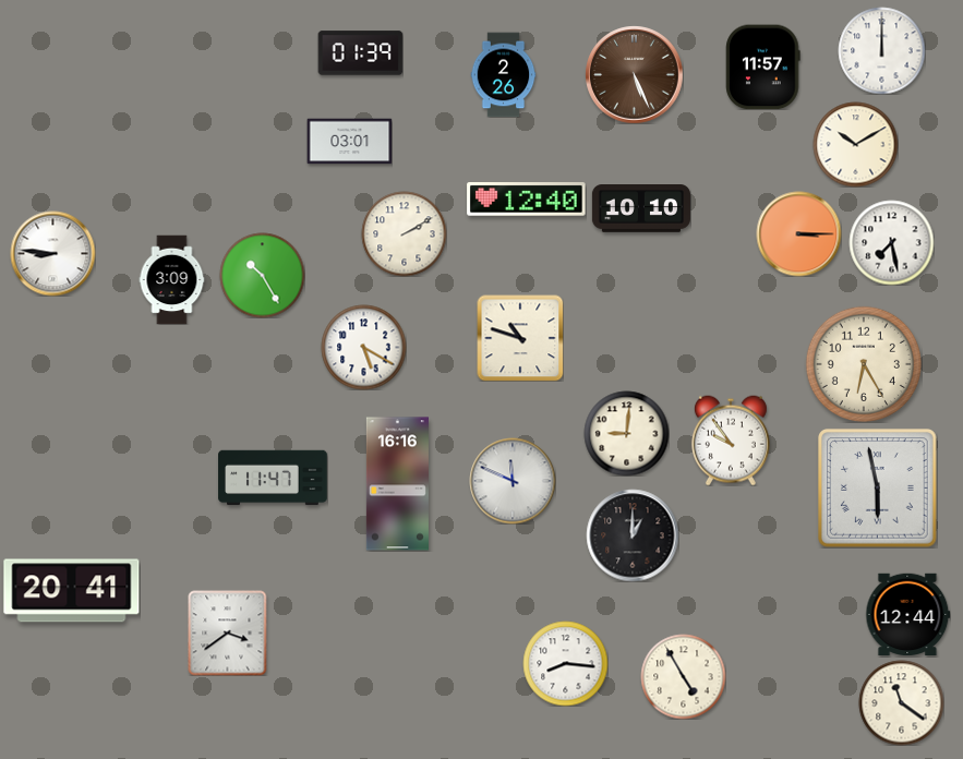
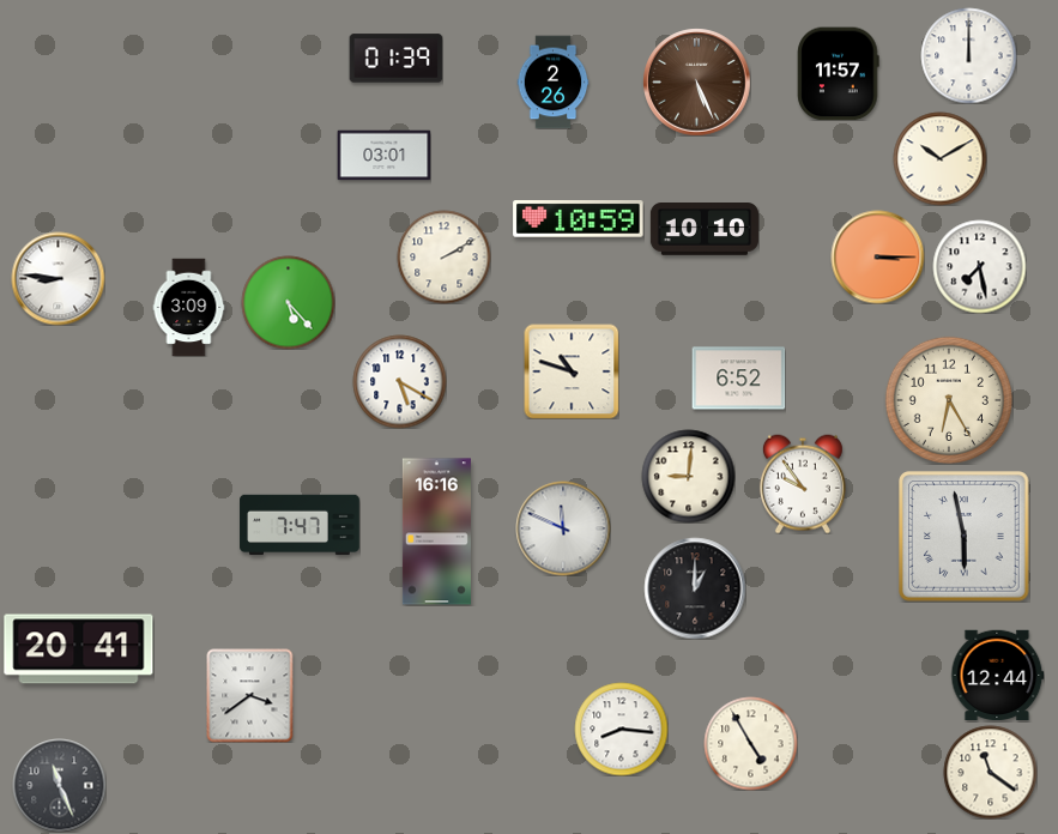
clock at (527, 200): 12:40 -> 10:59
clock at (262, 275): 10:25 -> 5:23
clock at (738, 379): none -> 6:52
clock at (273, 478): 11:47 -> 7:47
clock at (59, 785): none -> 11:26
